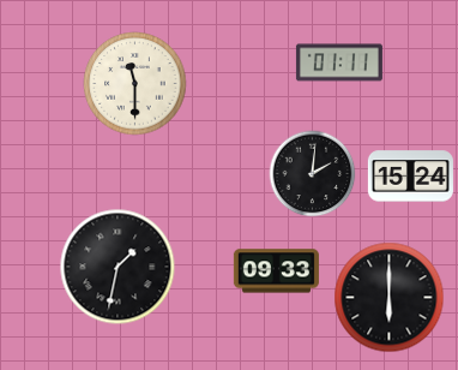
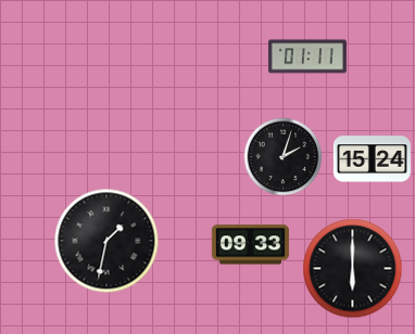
clock at (135, 84): 11:30 -> none
clock at (313, 174): 2:01 -> 2:03
